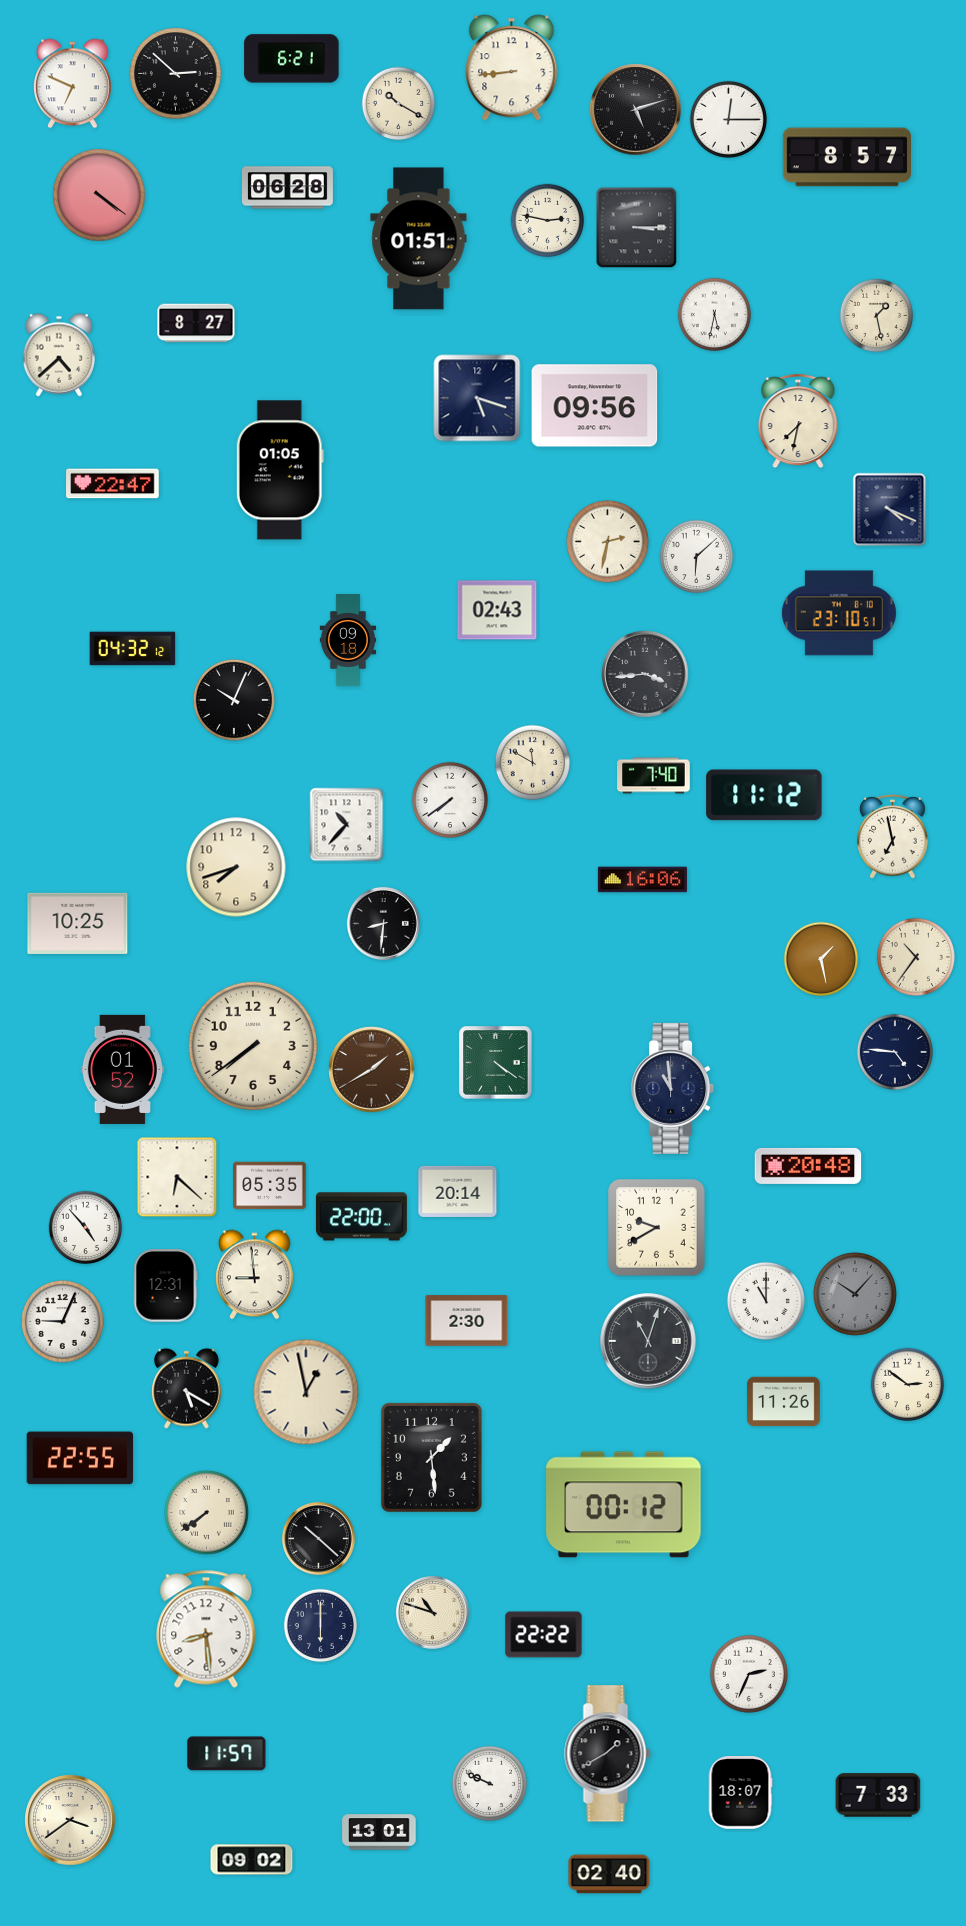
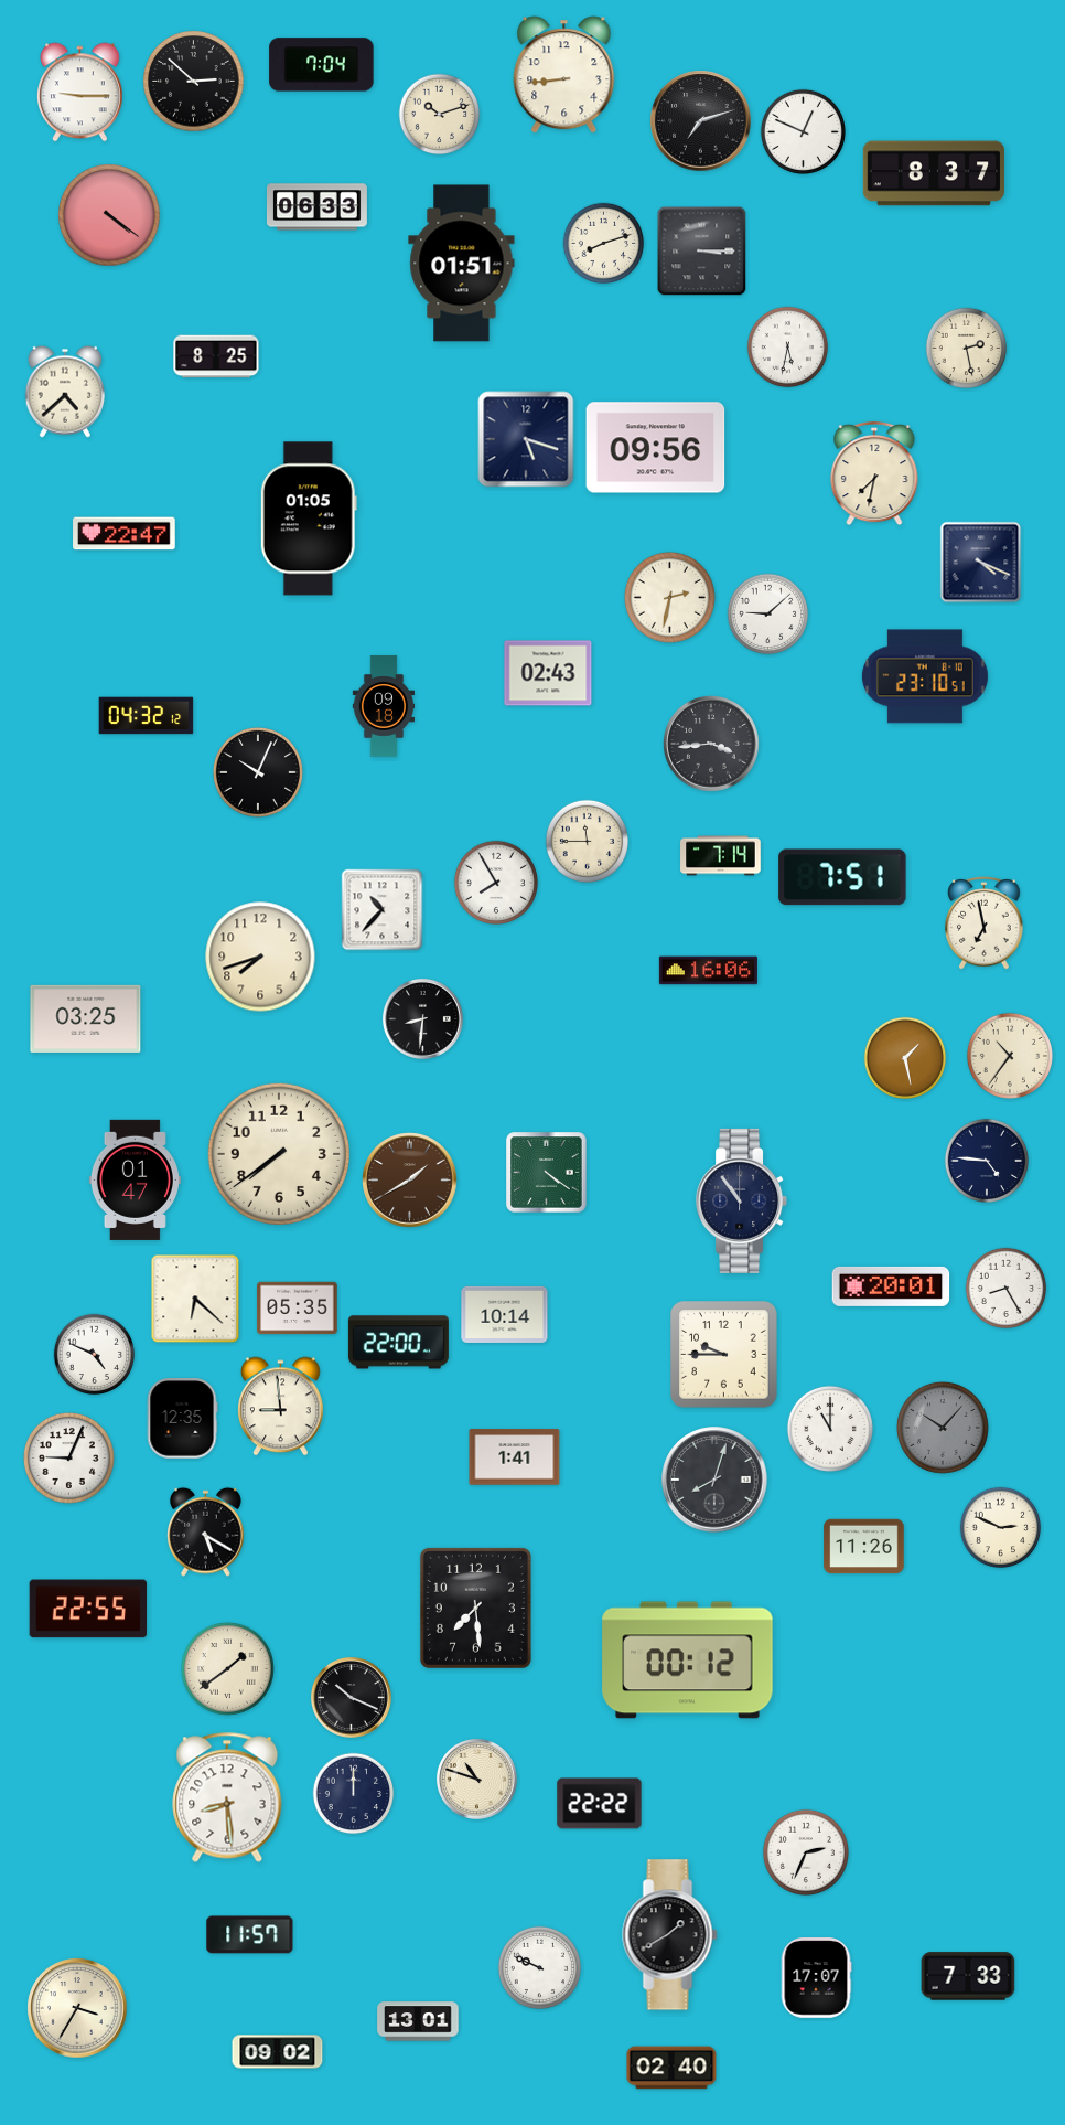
clock at (292, 59): 6:21 -> 7:04
clock at (73, 84): 6:49 -> 9:15
clock at (399, 104): 10:20 -> 10:12
clock at (636, 110): 5:12 -> 7:12
clock at (728, 119): 12:15 -> 12:49
clock at (846, 157): 8:57 -> 8:37
clock at (287, 188): 06:28 -> 06:33
clock at (548, 221): 2:47 -> 8:12
clock at (877, 316): 1:28 -> 2:28
clock at (196, 323): 8:27 -> 8:25
clock at (798, 421) position: (798, 421) -> (874, 473)
clock at (697, 557): 6:08 -> 9:08
clock at (532, 762): 11:50 -> 11:45
clock at (654, 776): 7:40 -> 7:14
clock at (764, 795): 11:12 -> 7:51
clock at (449, 799): 7:39 -> 7:55
clock at (78, 923): 10:25 -> 03:25
clock at (122, 1069): 01:52 -> 01:47
clock at (673, 1088): 10:59 -> 10:54
clock at (808, 1166): 20:48 -> 20:01
clock at (1007, 1289): none -> 8:25
clock at (458, 1191): 20:14 -> 10:14
clock at (86, 1228): 4:53 -> 4:49
clock at (657, 1228): 9:40 -> 9:45
clock at (165, 1286): 12:31 -> 12:35
clock at (766, 1301) position: (766, 1301) -> (830, 1429)
clock at (467, 1321): 2:30 -> 1:41
clock at (648, 1341): 11:03 -> 8:03
clock at (908, 1385): 2:51 -> 2:49
clock at (306, 1392): 12:58 -> none
clock at (431, 1457): 1:29 -> 7:29
clock at (207, 1513): 7:39 -> 1:39
clock at (318, 1538): 10:22 -> 10:19
clock at (321, 1626): 6:00 -> 12:00
clock at (749, 1674) position: (749, 1674) -> (806, 1852)
clock at (740, 1793): 18:07 -> 17:07
clock at (878, 1795) position: (878, 1795) -> (968, 1976)
clock at (70, 1820): 3:39 -> 3:35
